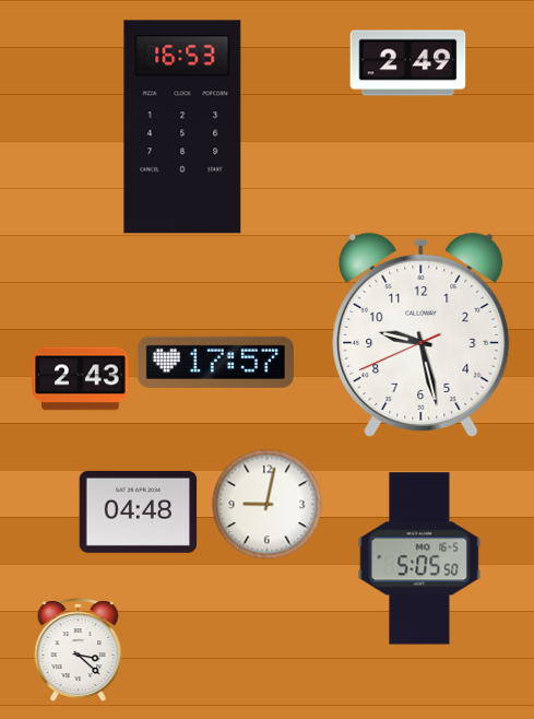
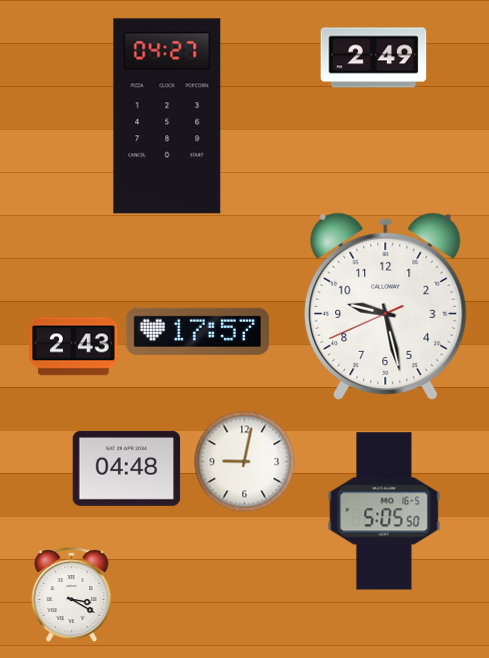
clock at (182, 127): 16:53 -> 04:27
clock at (79, 650): 3:22 -> 3:20
